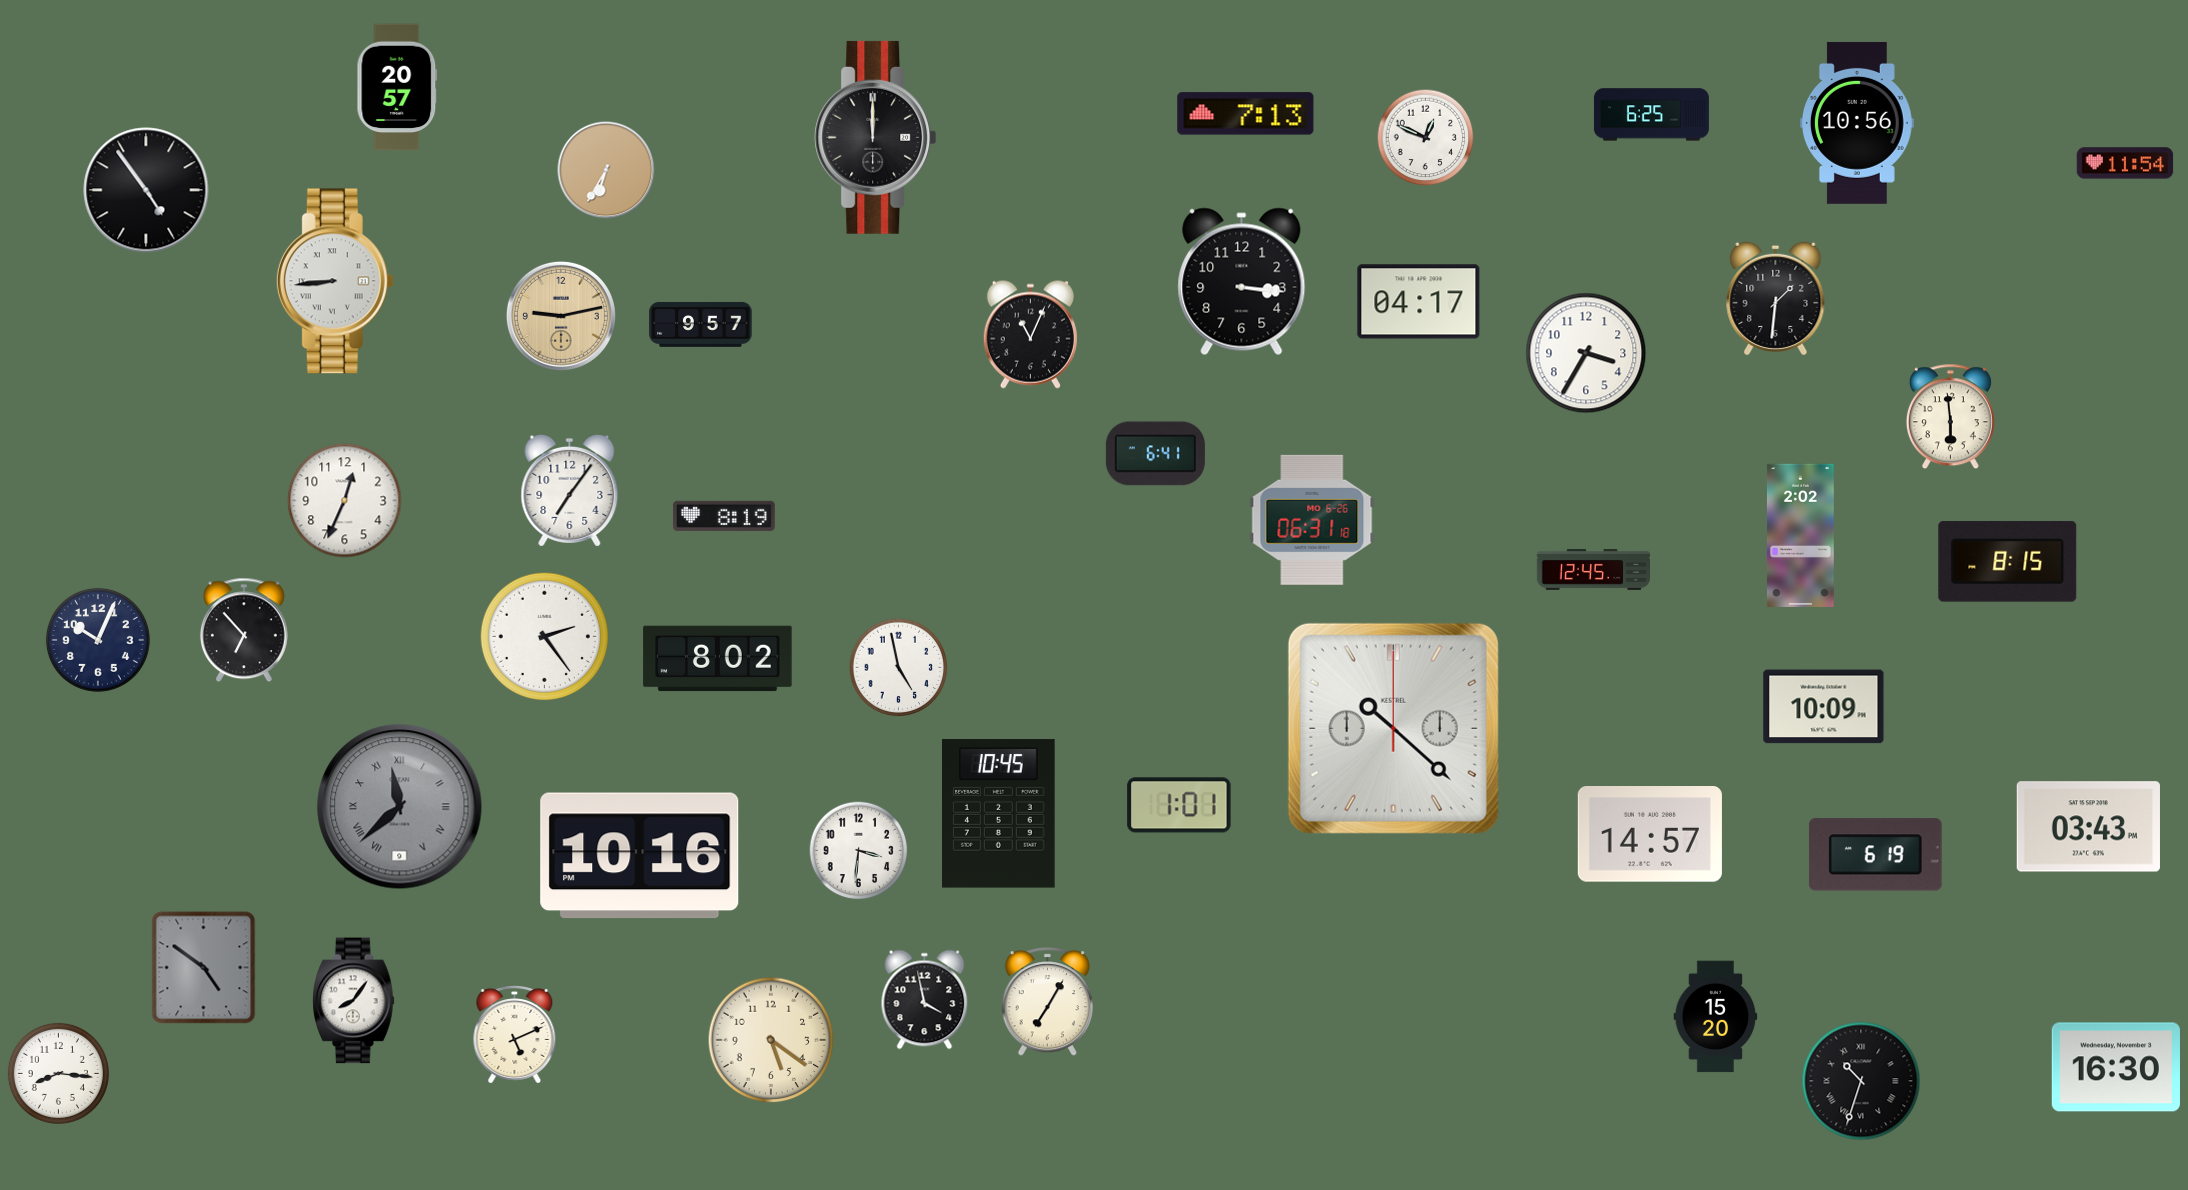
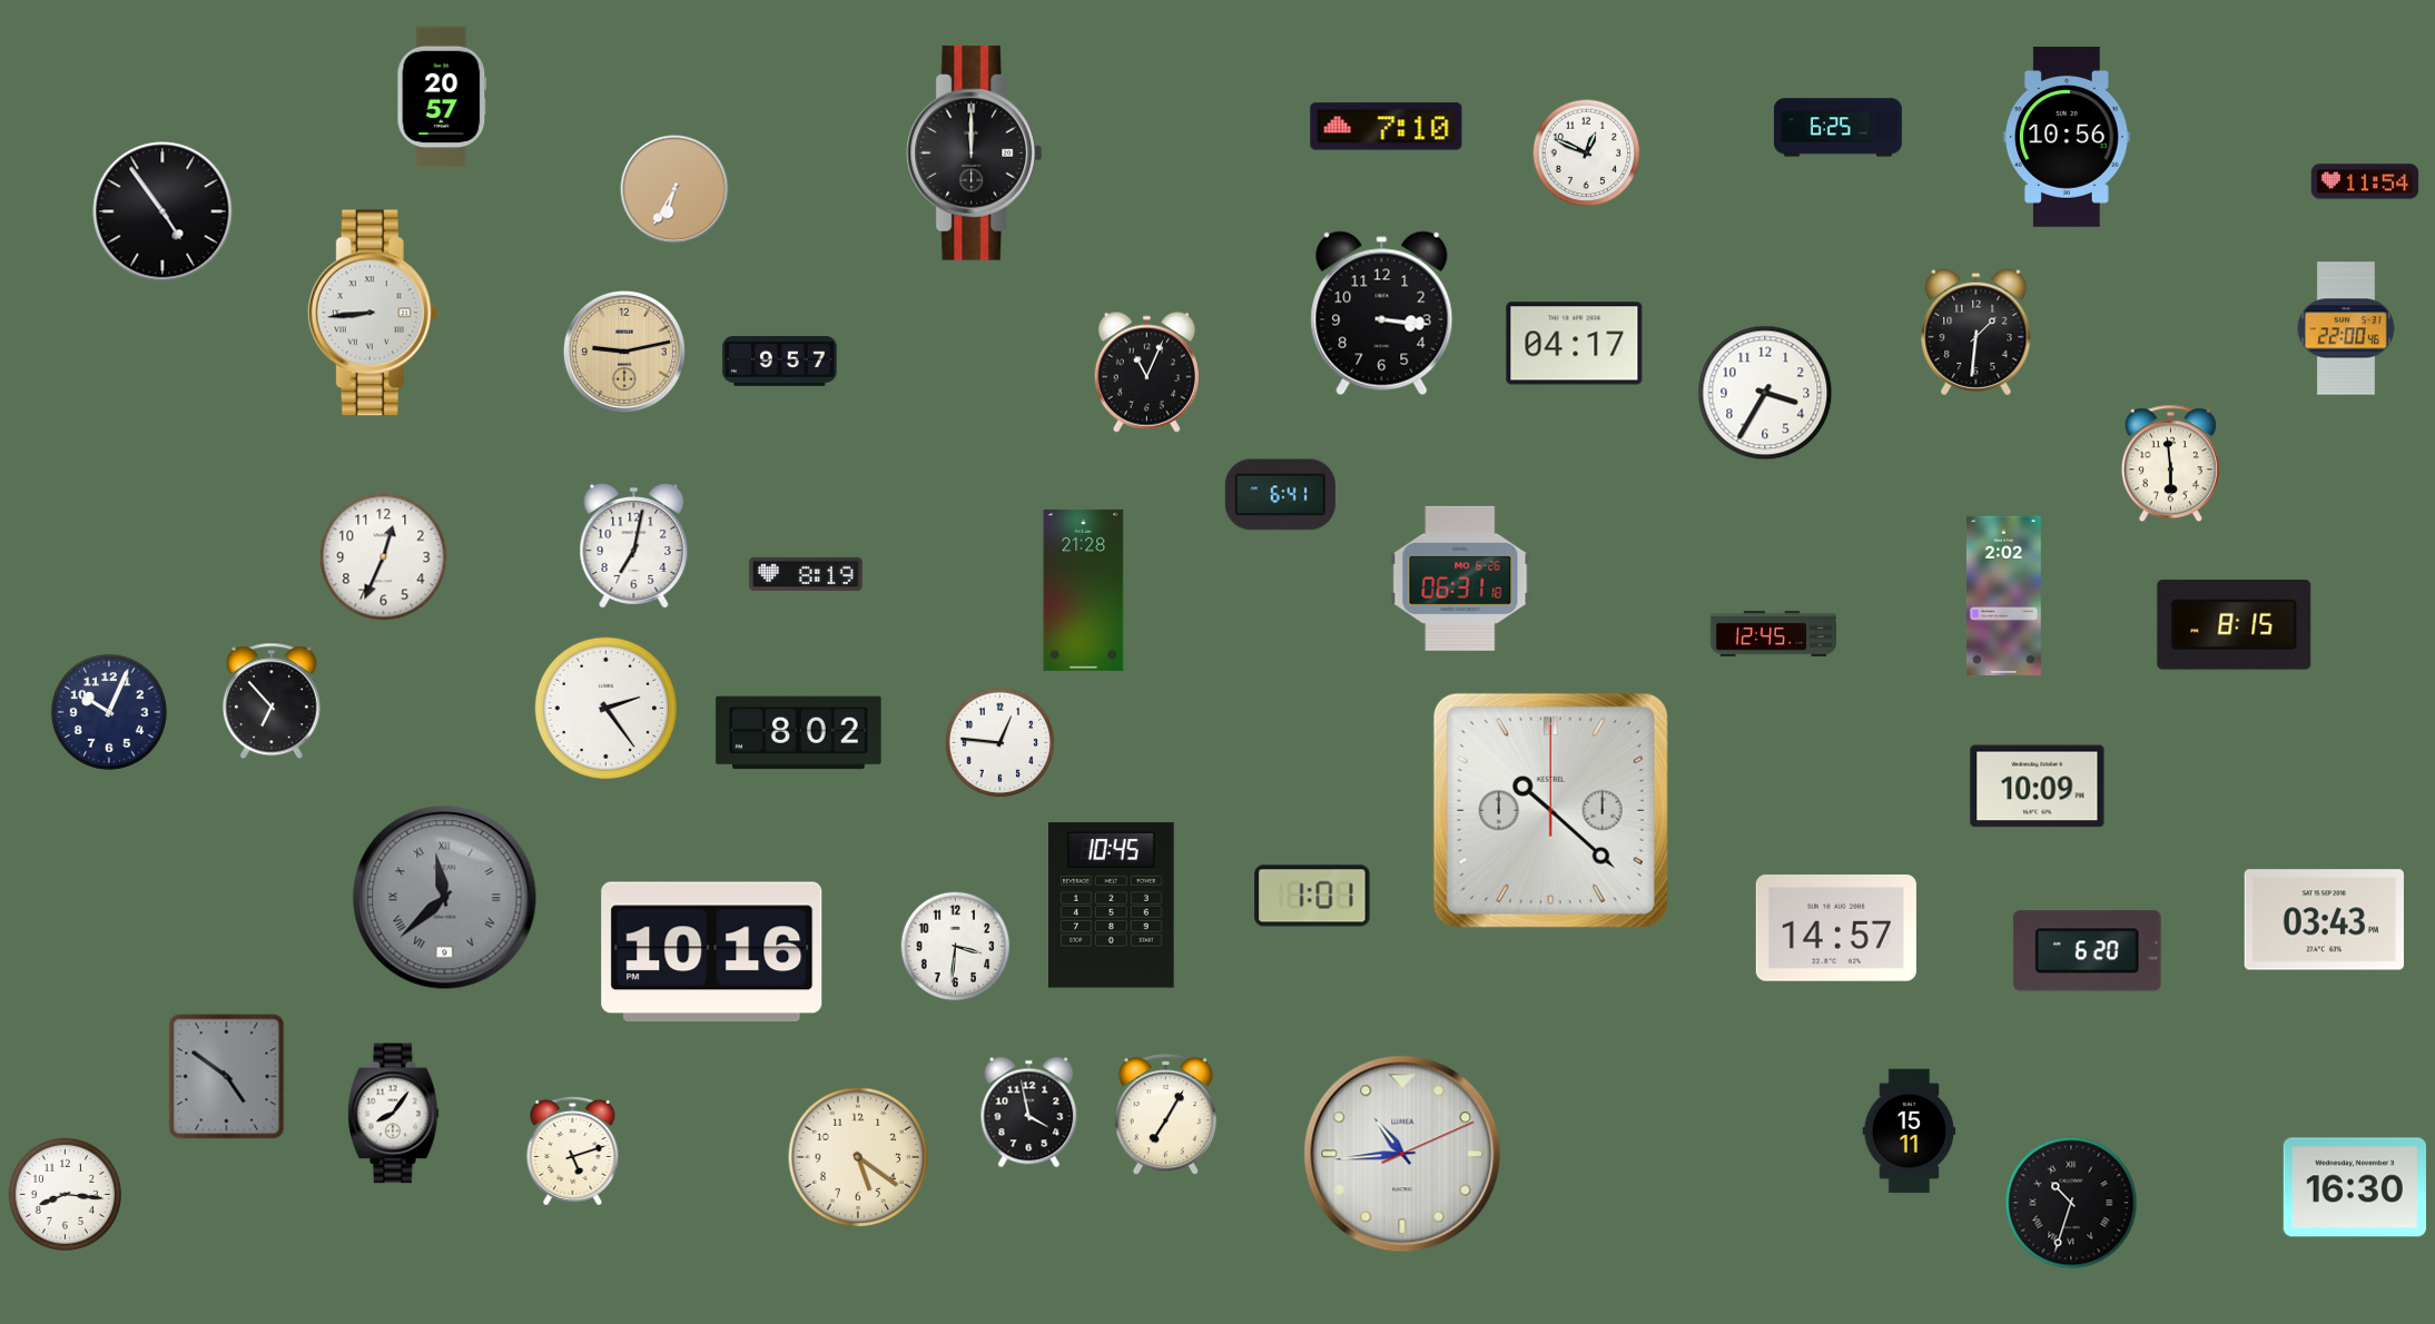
clock at (1246, 114): 7:13 -> 7:10
clock at (2346, 328): none -> 22:00
clock at (1419, 302) position: (1419, 302) -> (1575, 344)
clock at (1155, 454) position: (1155, 454) -> (1280, 495)
clock at (570, 490): 7:06 -> 7:02
clock at (1084, 590): none -> 21:28
clock at (899, 668): 4:58 -> 12:46
clock at (1824, 707) position: (1824, 707) -> (2038, 787)
clock at (1876, 855): 6:19 -> 6:20
clock at (1716, 1017): 15:20 -> 15:11
clock at (515, 1035): 5:11 -> 5:12
clock at (1402, 1154): none -> 10:44
